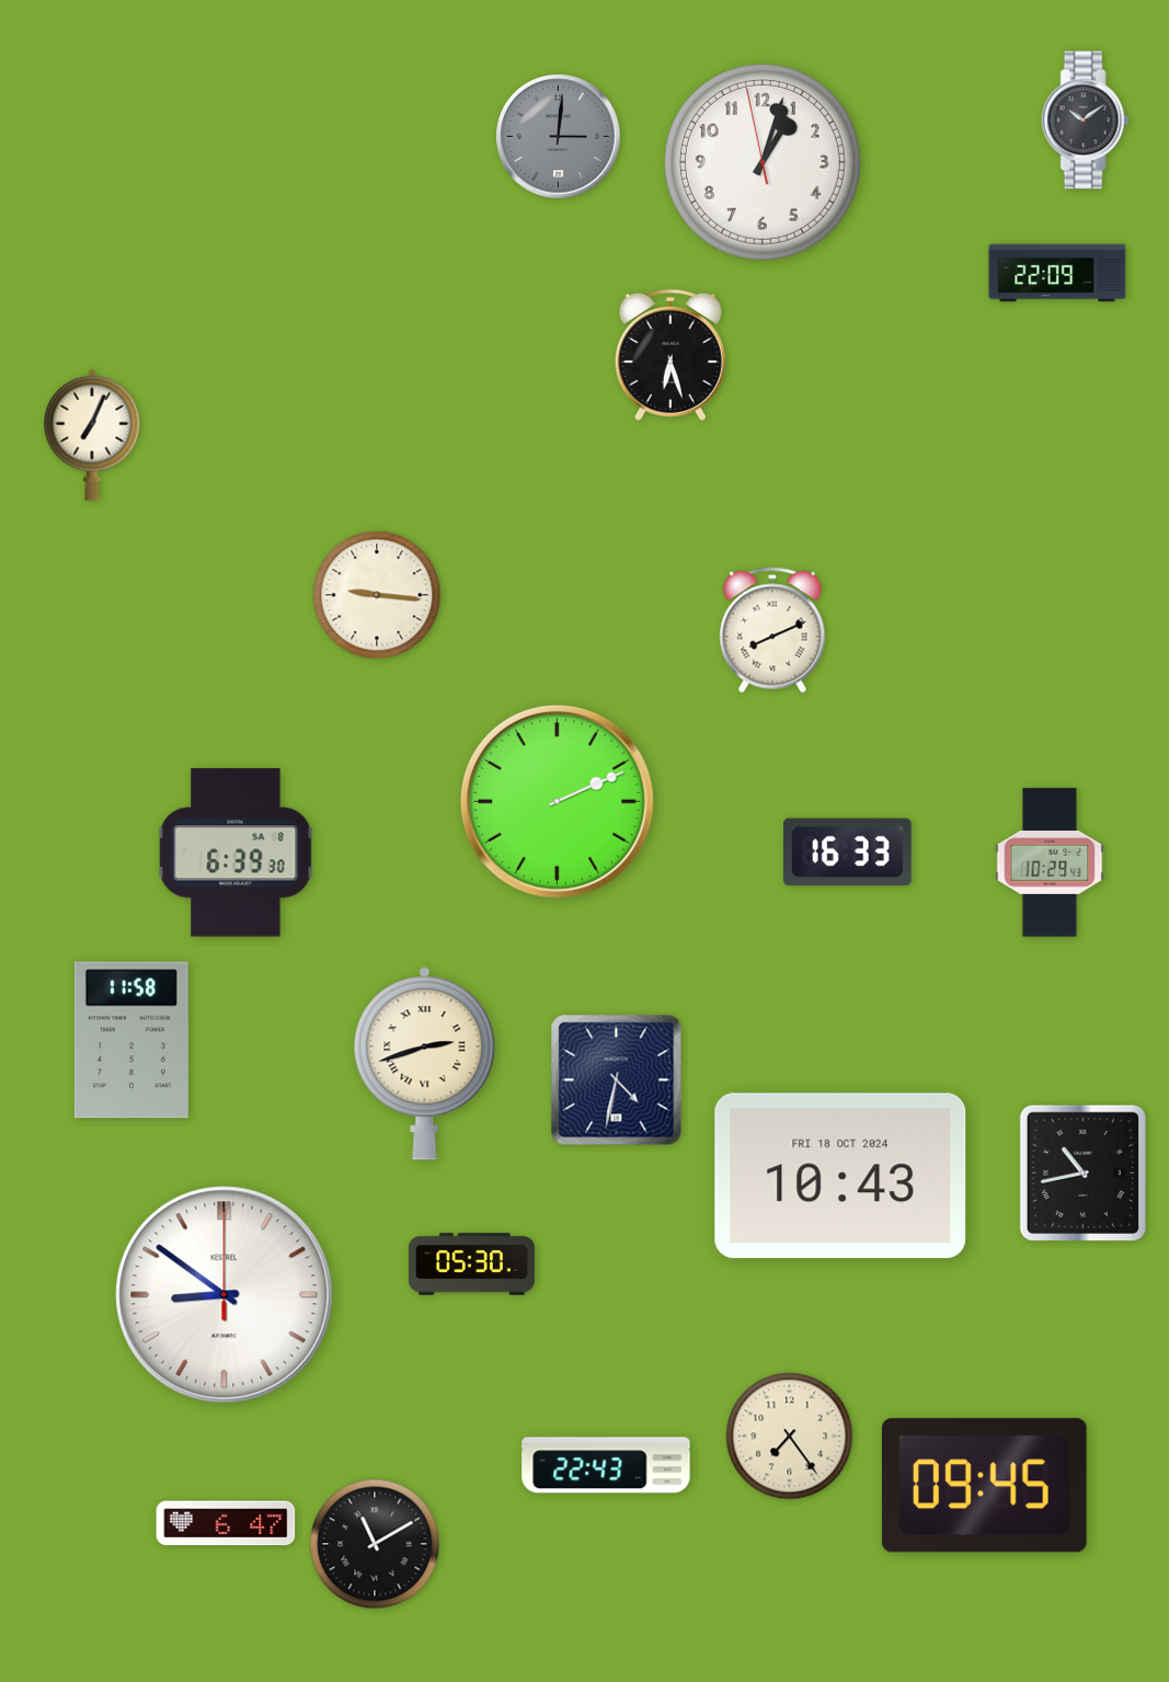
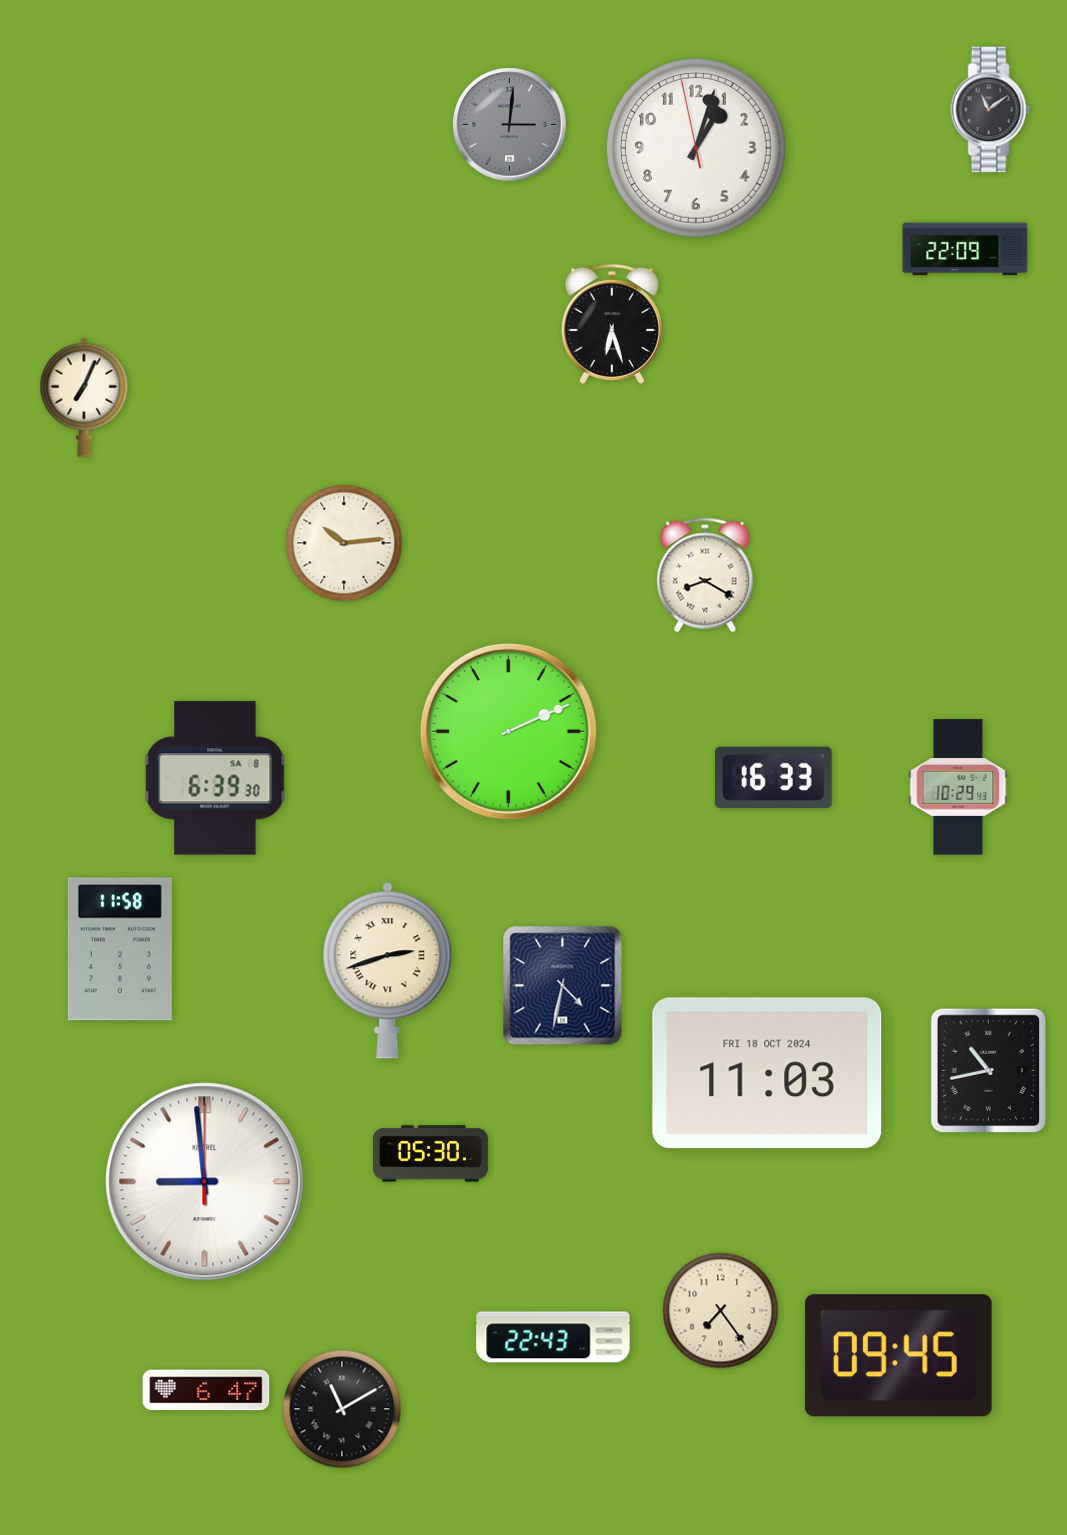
clock at (1086, 121): 10:09 -> 11:09
clock at (377, 595): 9:16 -> 10:14
clock at (772, 630): 8:11 -> 8:20
clock at (840, 1176): 10:43 -> 11:03
clock at (225, 1295): 8:51 -> 8:59
